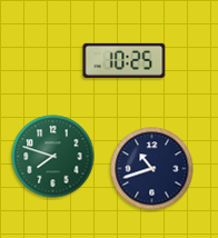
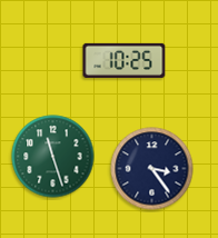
clock at (53, 157): 7:48 -> 11:27
clock at (152, 169): 10:42 -> 3:24
